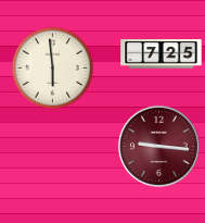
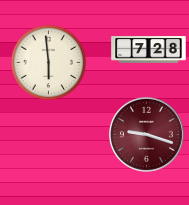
clock at (162, 54): 7:25 -> 7:28
clock at (159, 147): 9:16 -> 9:18
